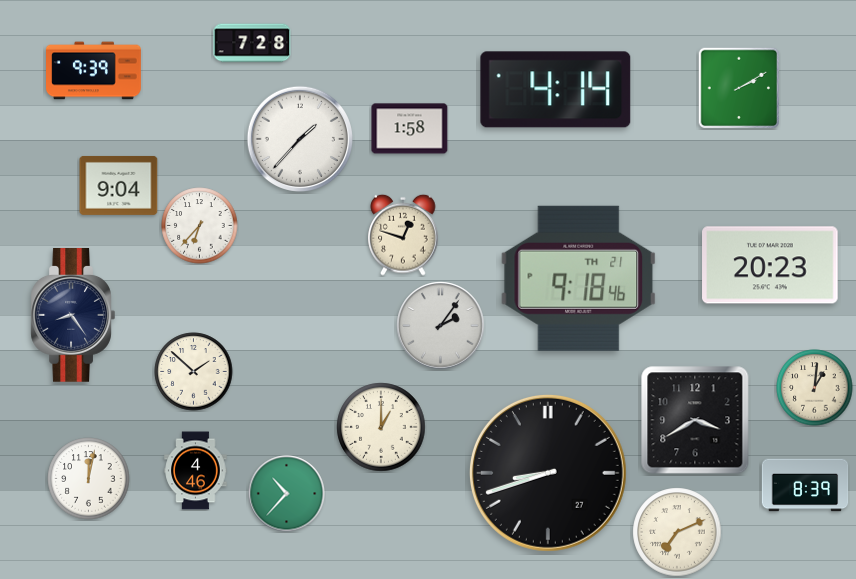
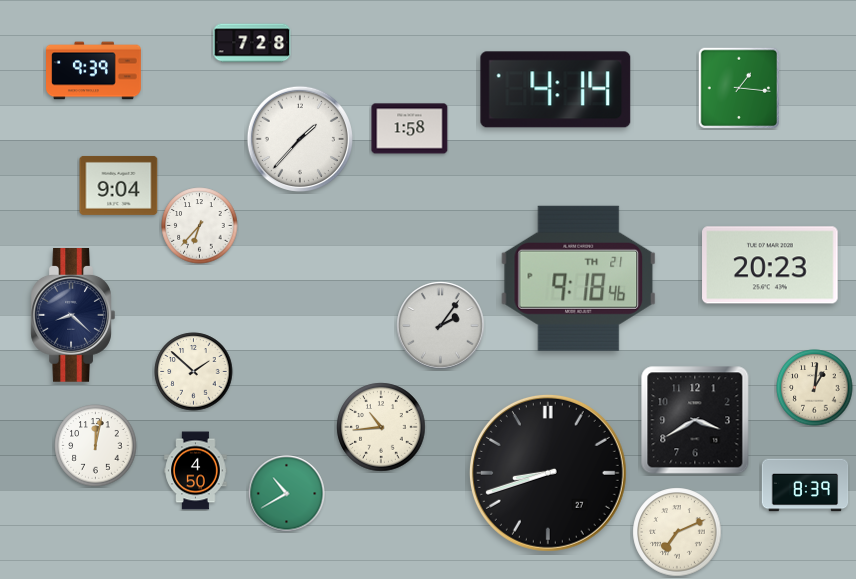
clock at (739, 88): 2:10 -> 1:16
clock at (403, 235): 12:48 -> none
clock at (73, 315): 8:24 -> 8:22
clock at (381, 427): 1:00 -> 10:44
clock at (196, 471): 4:46 -> 4:50
clock at (89, 479) position: (89, 479) -> (96, 446)
clock at (287, 494): 10:37 -> 10:40
